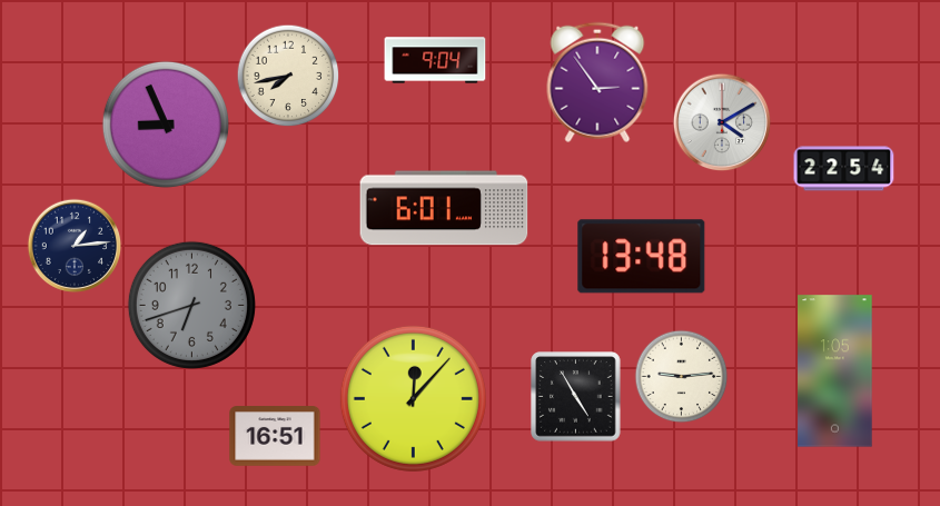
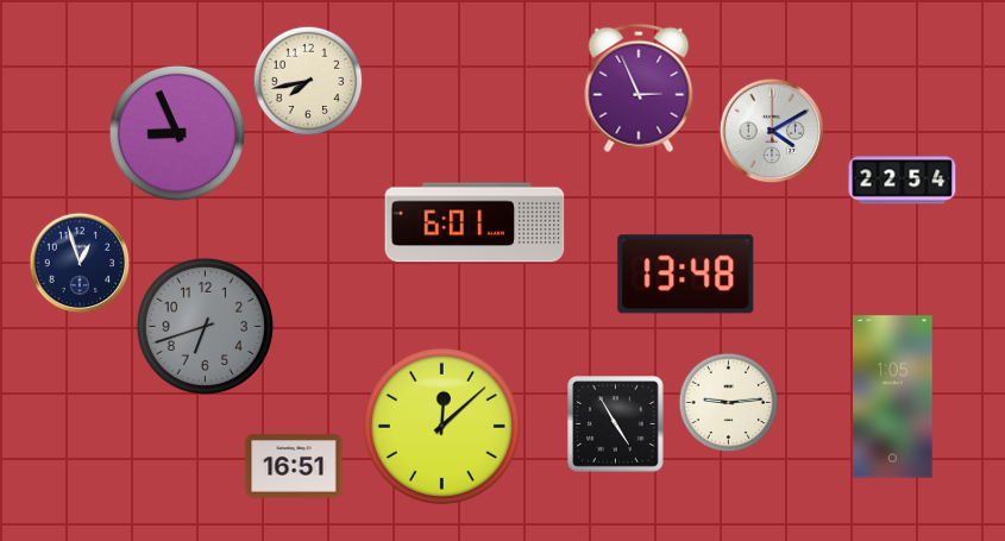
clock at (435, 60): 9:04 -> none
clock at (597, 82): 2:54 -> 2:56
clock at (75, 246): 1:14 -> 12:57
clock at (413, 398): 12:07 -> 12:08
